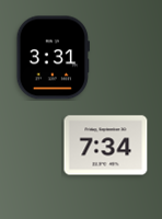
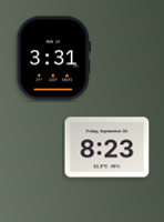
clock at (106, 146): 7:34 -> 8:23
